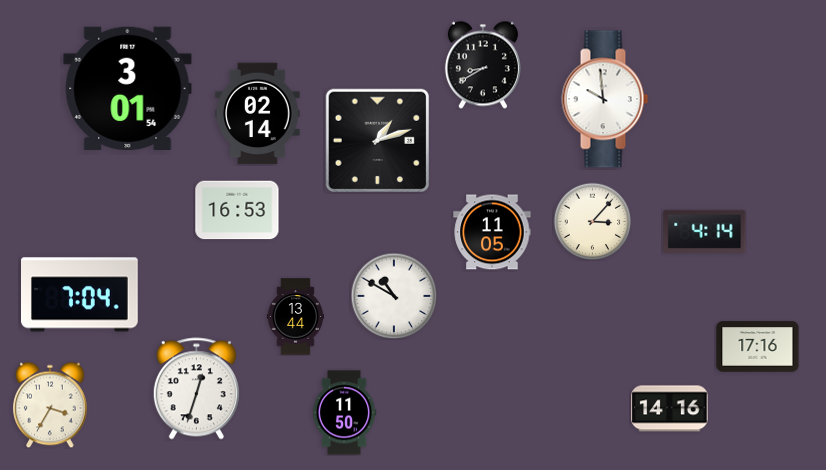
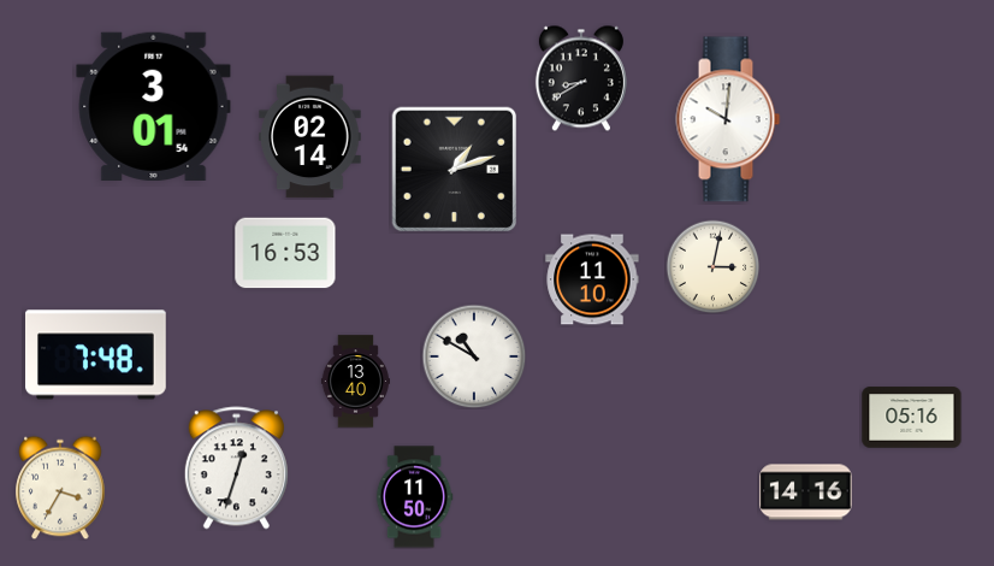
clock at (605, 99): 9:59 -> 10:01
clock at (592, 221): 3:07 -> 3:02
clock at (705, 231): 4:14 -> none
clock at (492, 232): 11:05 -> 11:10
clock at (80, 295): 7:04 -> 7:48
clock at (295, 317): 13:44 -> 13:40
clock at (758, 347): 17:16 -> 05:16
